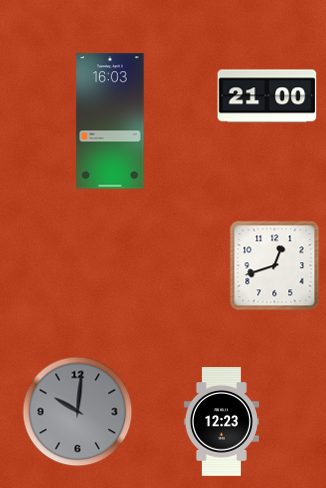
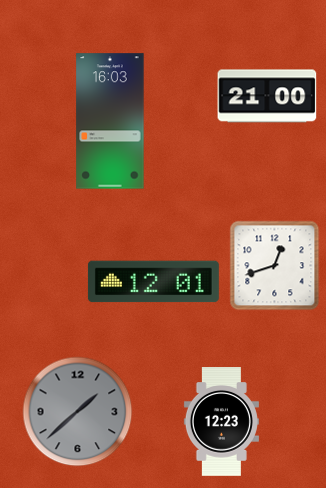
clock at (153, 282): none -> 12:01
clock at (78, 412): 10:01 -> 1:38
